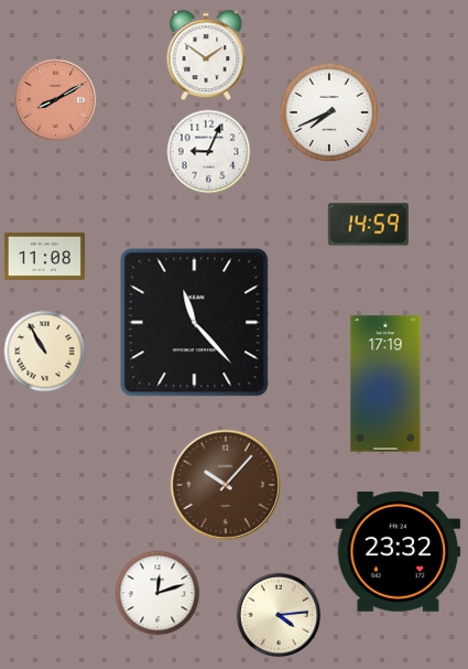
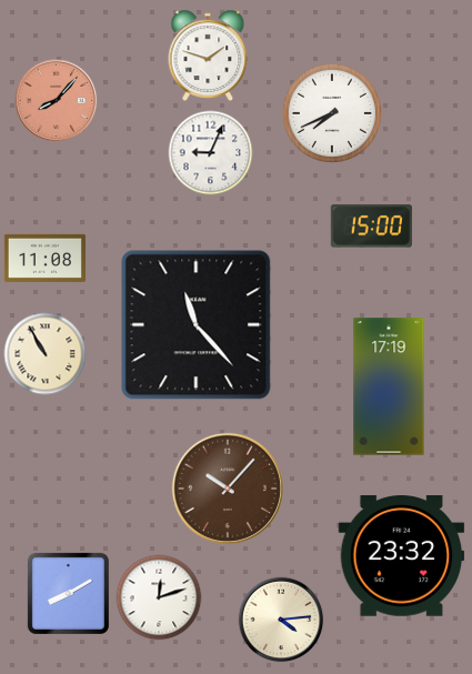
clock at (206, 54): 1:51 -> 1:48
clock at (56, 100): 8:10 -> 8:07
clock at (368, 225): 14:59 -> 15:00
clock at (68, 593): none -> 8:10
